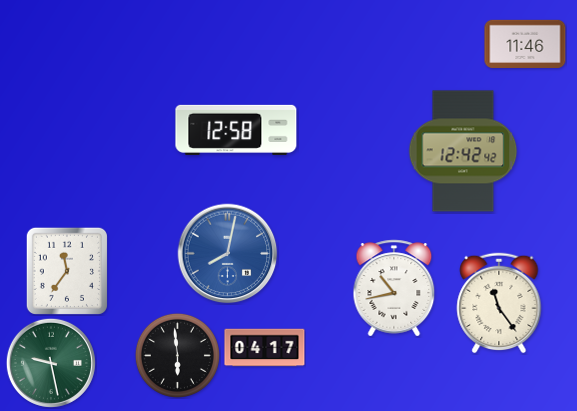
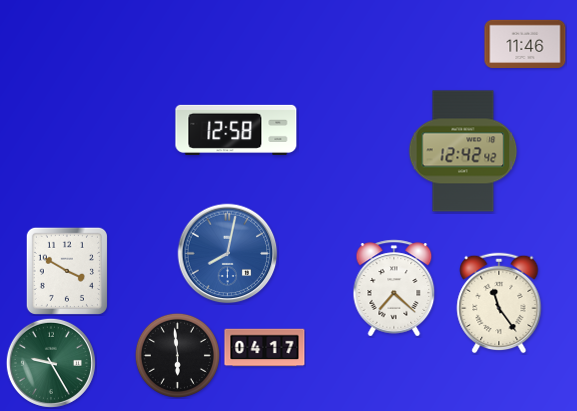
clock at (67, 271): 11:36 -> 3:50
clock at (394, 288): 10:43 -> 7:22
clock at (51, 363): 9:28 -> 9:25
